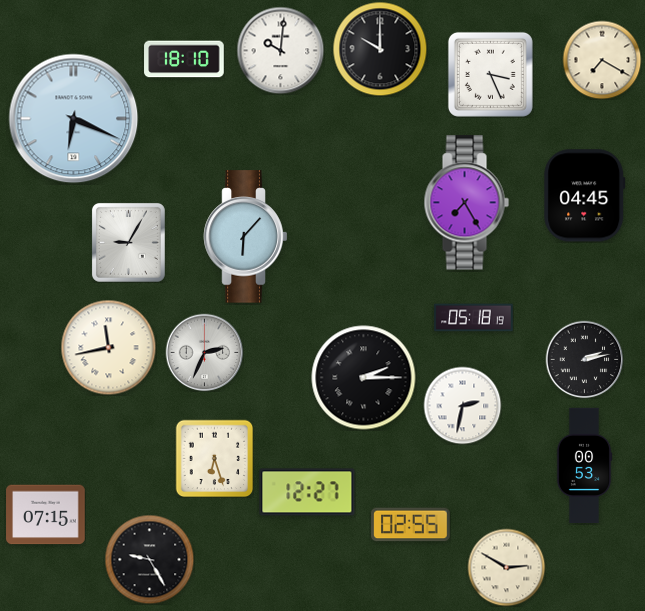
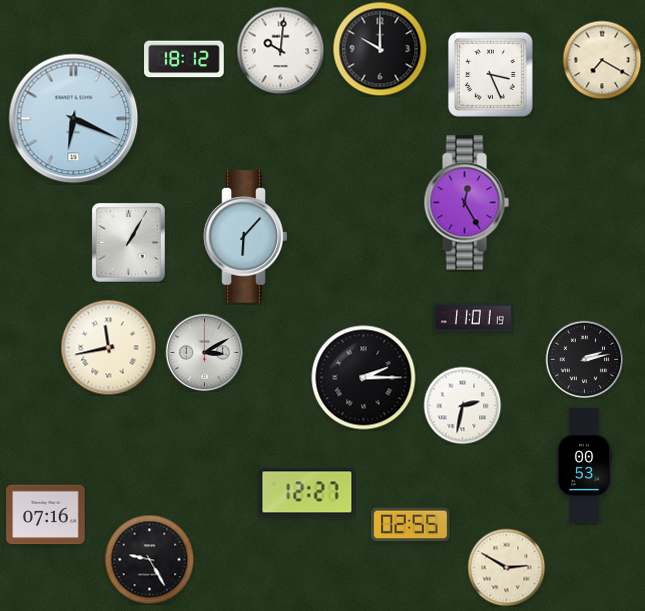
clock at (184, 59): 18:10 -> 18:12
clock at (585, 196): 04:45 -> none
clock at (466, 203): 7:25 -> 12:25
clock at (128, 242): 9:05 -> 1:05
clock at (474, 318): 05:18 -> 11:01
clock at (204, 352): 2:34 -> 3:10
clock at (214, 458): 6:27 -> none
clock at (46, 515): 07:15 -> 07:16
